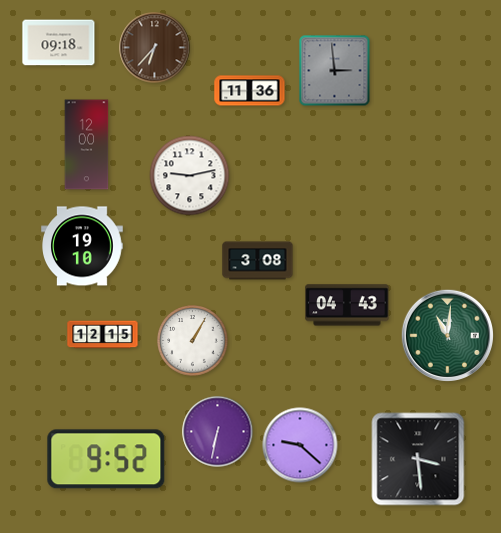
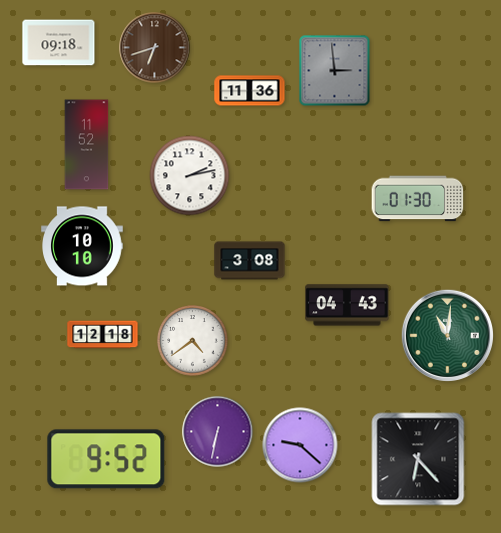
clock at (155, 48): 6:37 -> 6:42
clock at (87, 145): 12:00 -> 11:52
clock at (190, 176): 9:13 -> 2:13
clock at (418, 199): none -> 01:30
clock at (82, 246): 19:10 -> 10:10
clock at (258, 261) position: (258, 261) -> (250, 261)
clock at (103, 335): 12:15 -> 12:18
clock at (193, 341): 1:05 -> 4:39
clock at (418, 459): 3:29 -> 6:23
